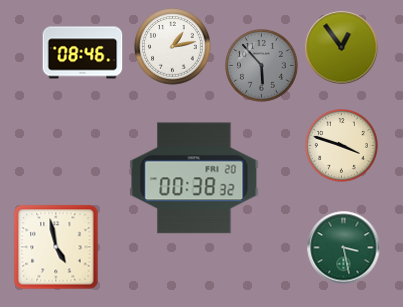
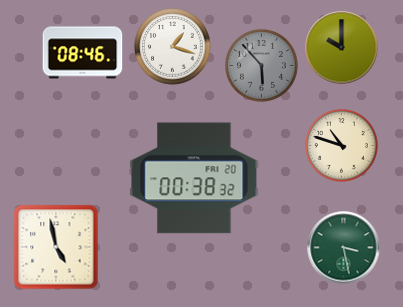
clock at (173, 47): 1:13 -> 1:18
clock at (342, 48): 12:54 -> 10:00
clock at (342, 146): 3:48 -> 10:48
